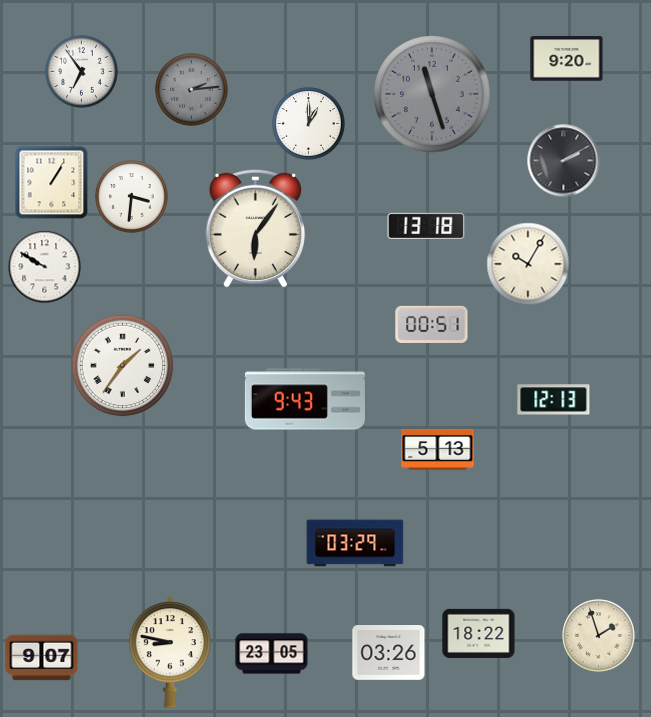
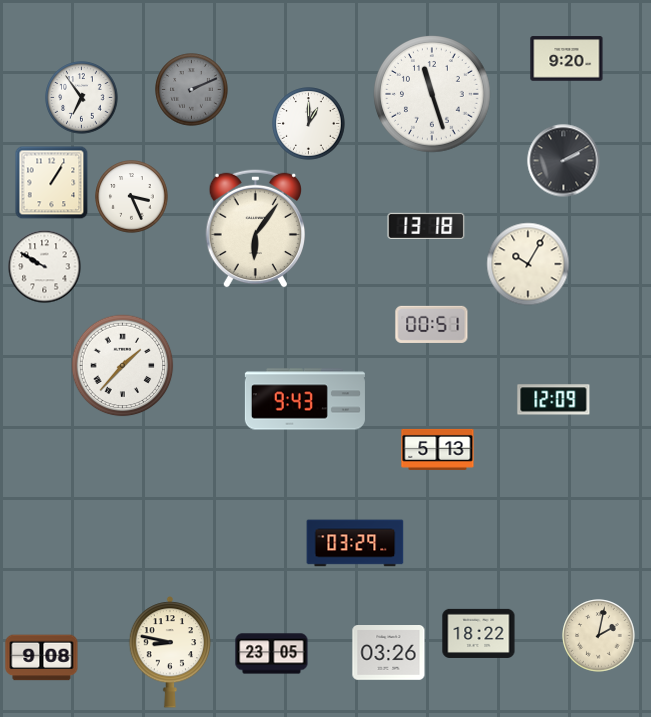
clock at (82, 72) position: (82, 72) -> (82, 98)
clock at (192, 90): 2:14 -> 2:11
clock at (432, 94) dial: grey -> white
clock at (132, 197): 3:31 -> 3:26
clock at (123, 366): 1:36 -> 1:37
clock at (554, 400): 12:13 -> 12:09
clock at (599, 636): 1:57 -> 2:02
clock at (42, 658): 9:07 -> 9:08
